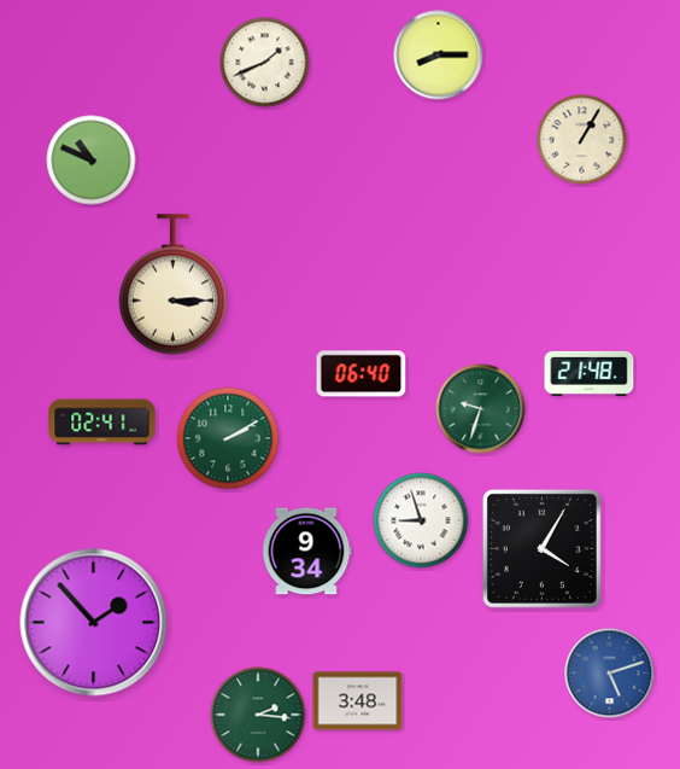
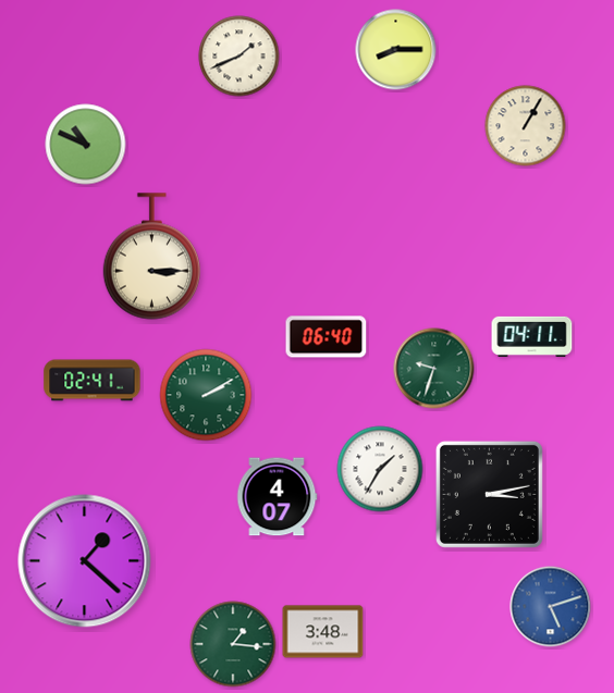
clock at (92, 161) position: (92, 161) -> (86, 145)
clock at (172, 285) position: (172, 285) -> (151, 257)
clock at (590, 373): 21:48 -> 04:11
clock at (421, 520): 8:57 -> 1:35
clock at (541, 548): 4:05 -> 3:13
clock at (306, 552): 9:34 -> 4:07
clock at (94, 623): 1:53 -> 1:22
clock at (258, 715): 2:16 -> 1:16
